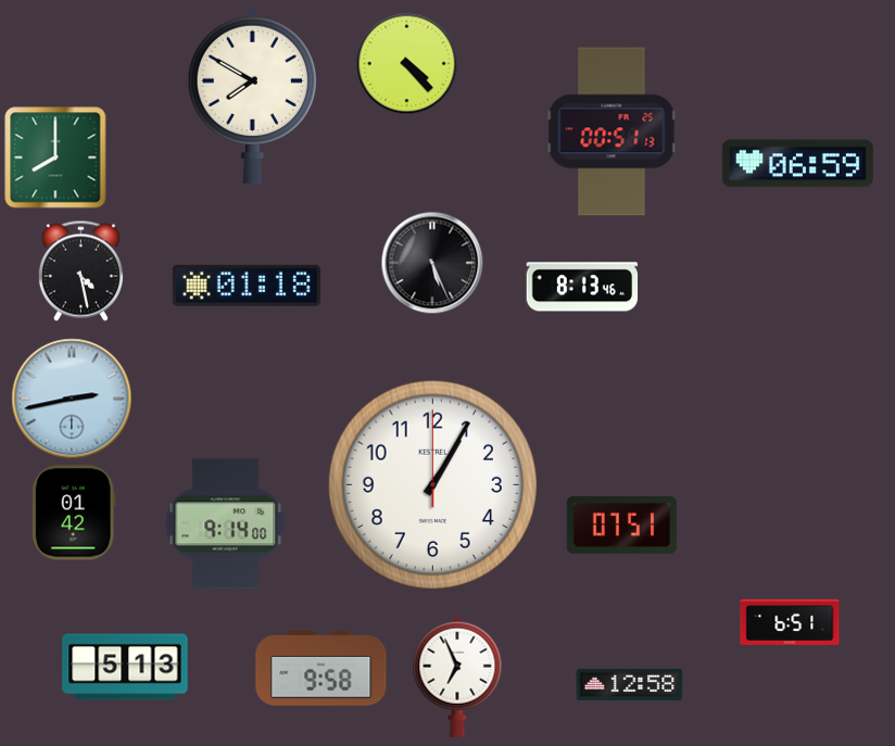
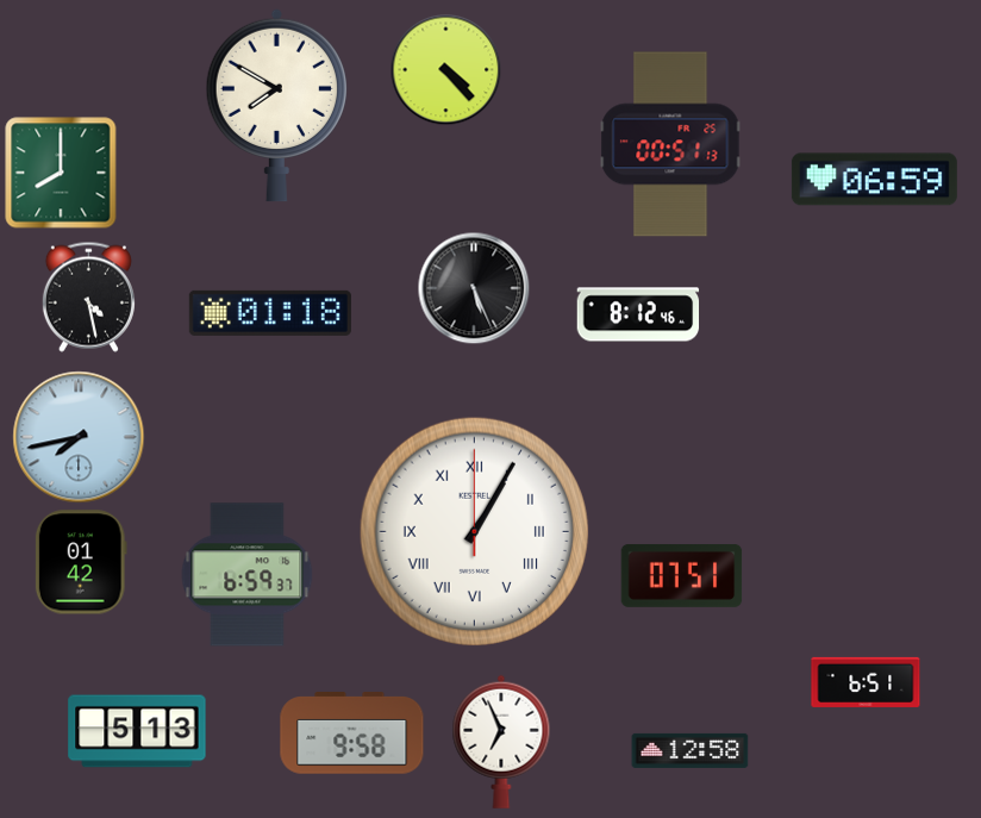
clock at (582, 287): 8:13 -> 8:12
clock at (72, 399): 2:43 -> 7:43
clock at (432, 484) numerals: Arabic -> Roman
clock at (226, 524): 9:14 -> 6:59
